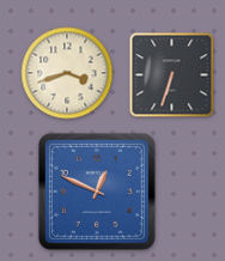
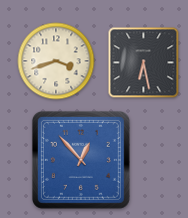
clock at (172, 75): 6:33 -> 6:28
clock at (97, 192): 12:49 -> 12:53
